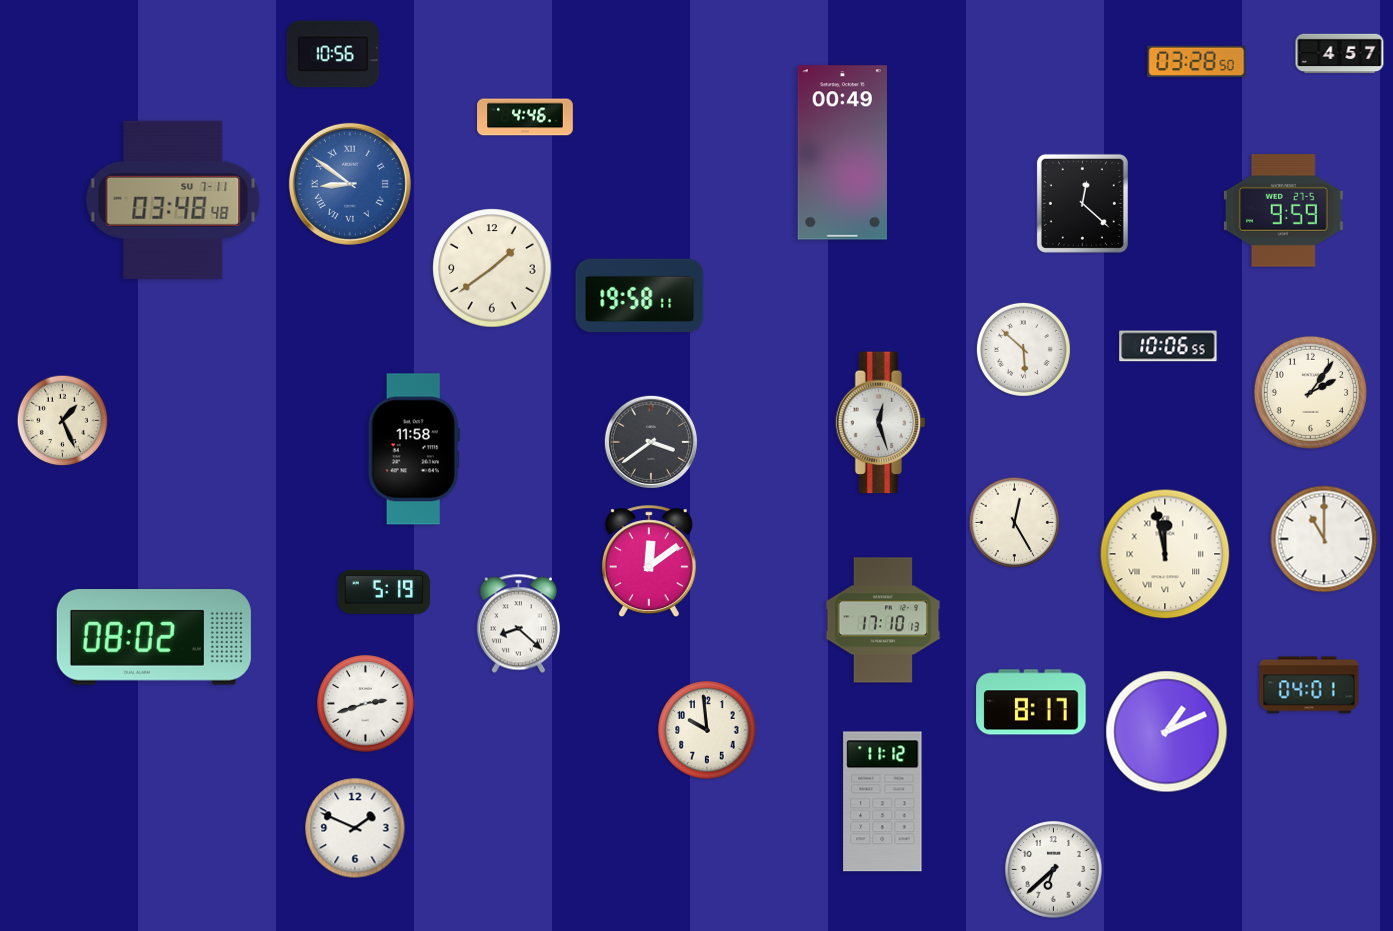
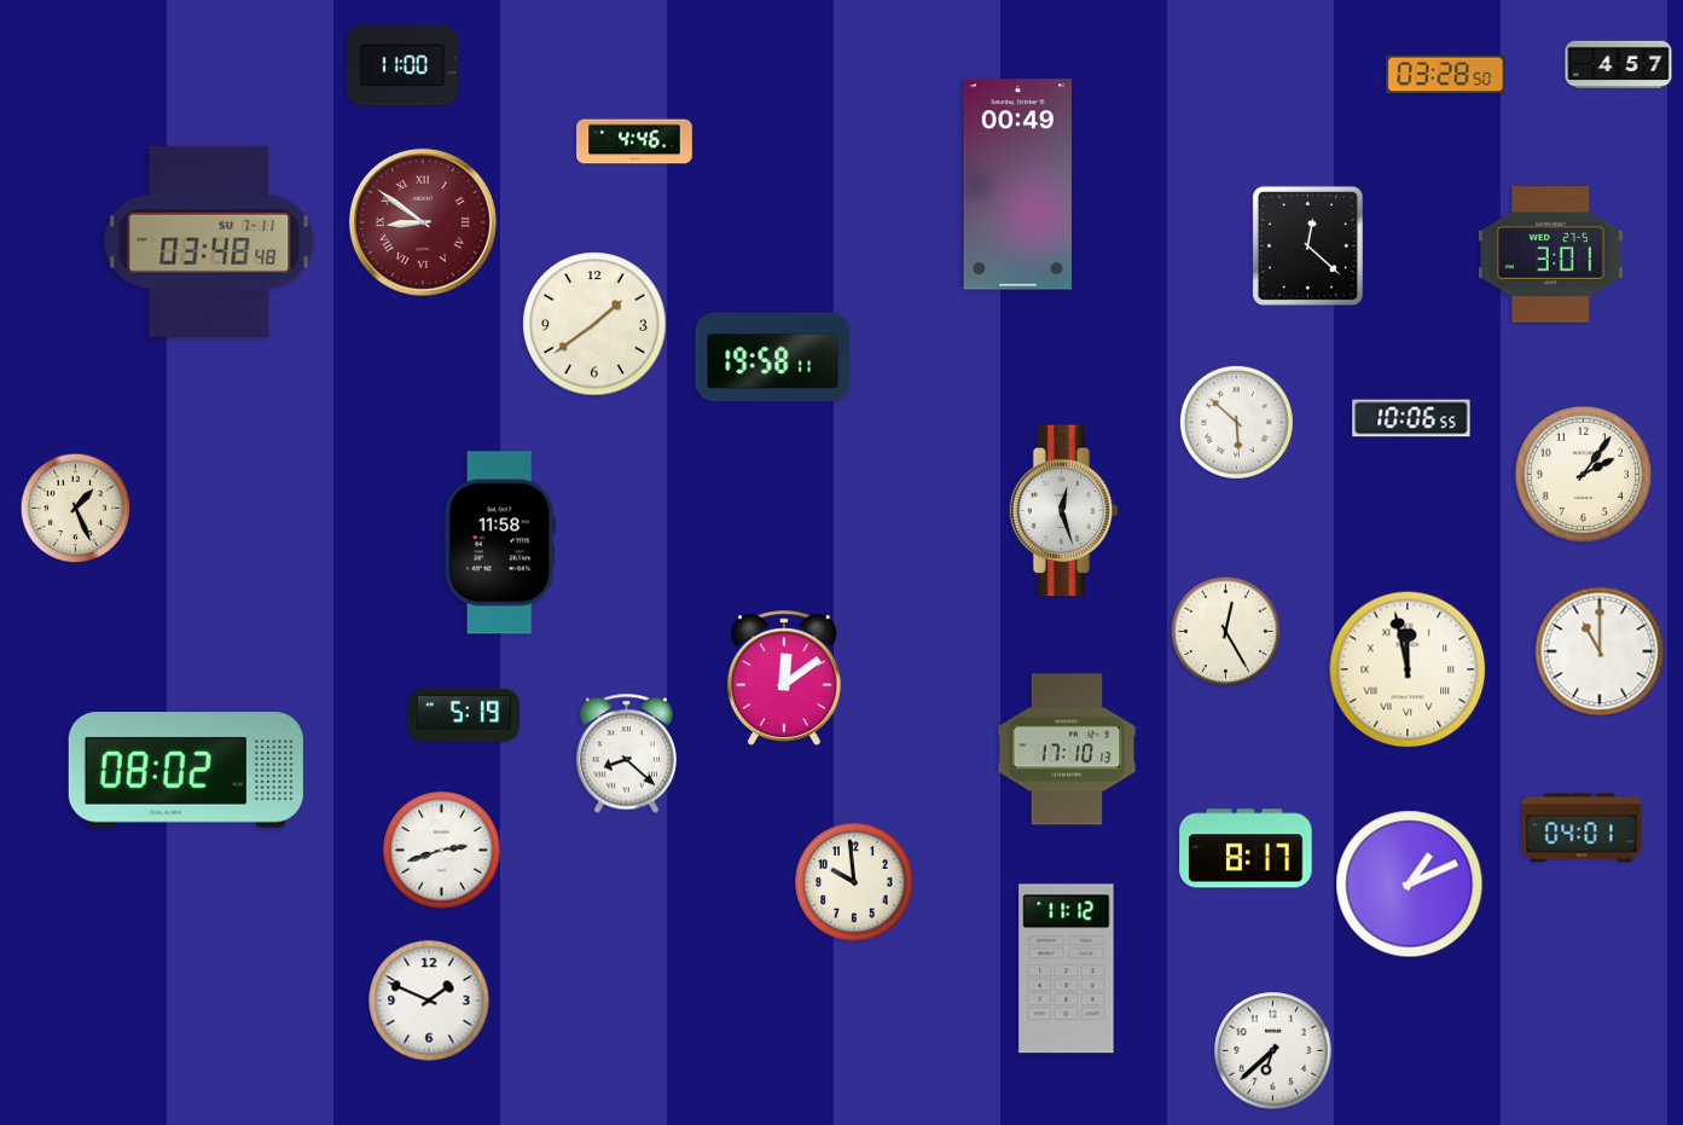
clock at (333, 54): 10:56 -> 11:00
clock at (350, 184) dial: blue -> burgundy
clock at (1283, 211): 9:59 -> 3:01
clock at (651, 442): 3:39 -> none
